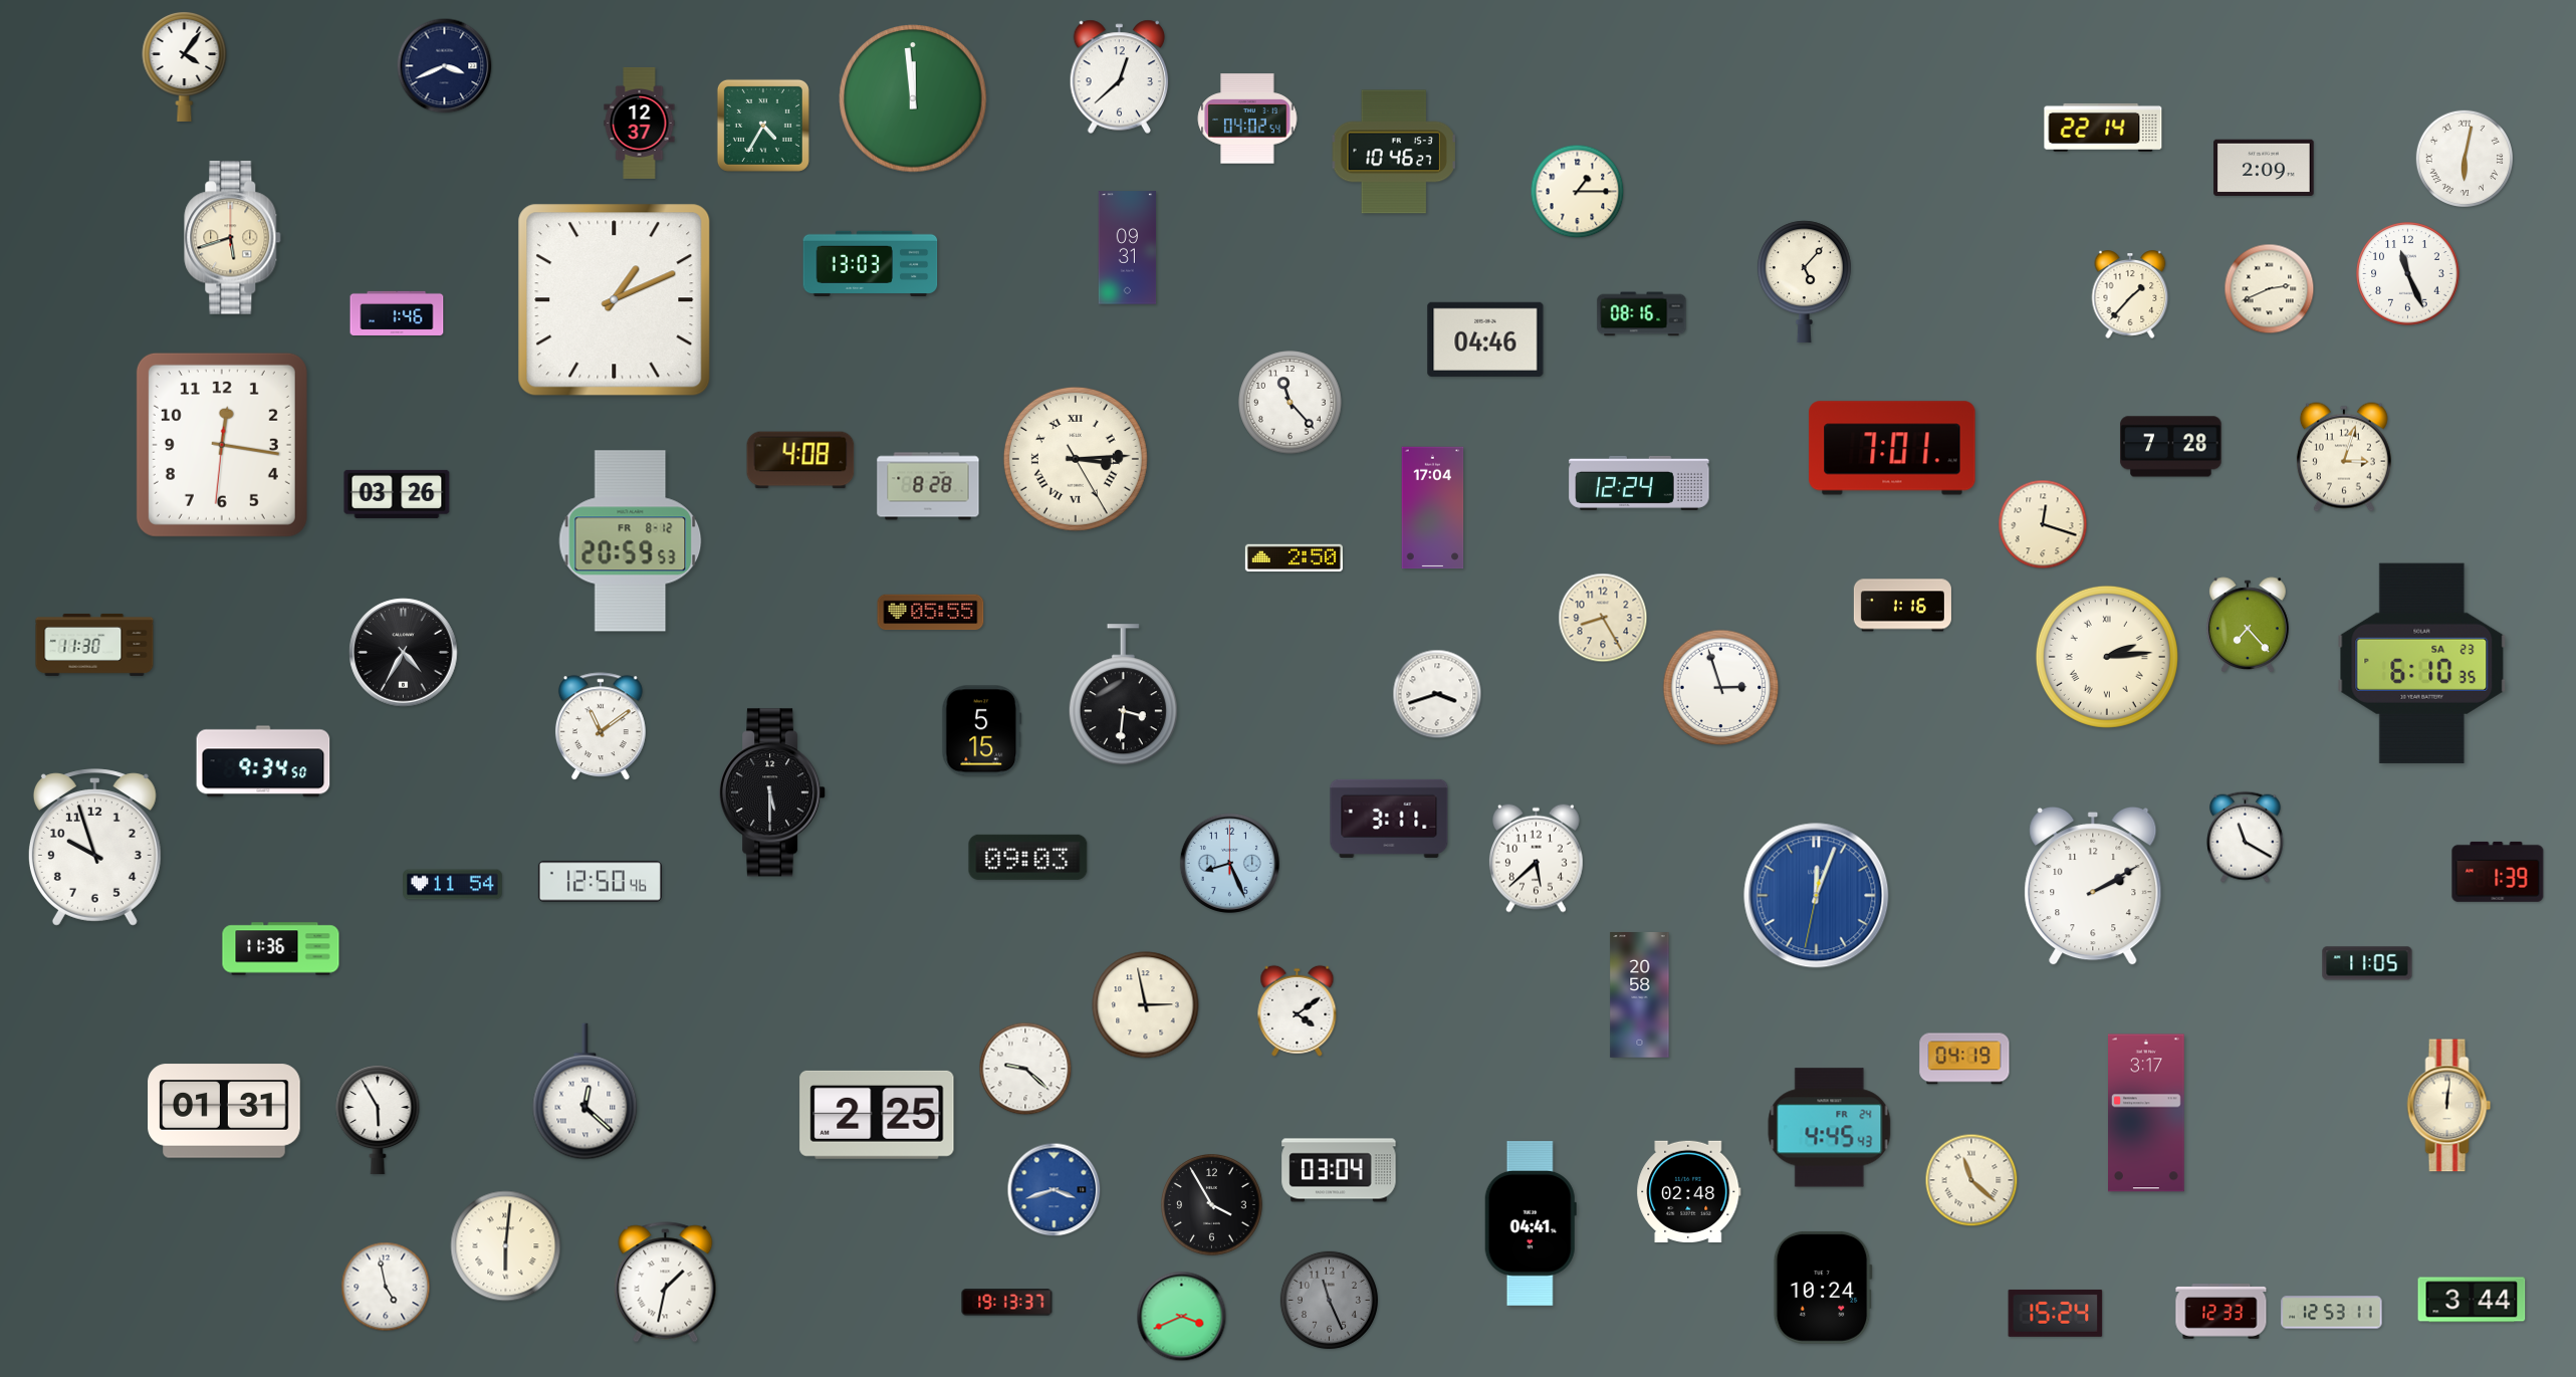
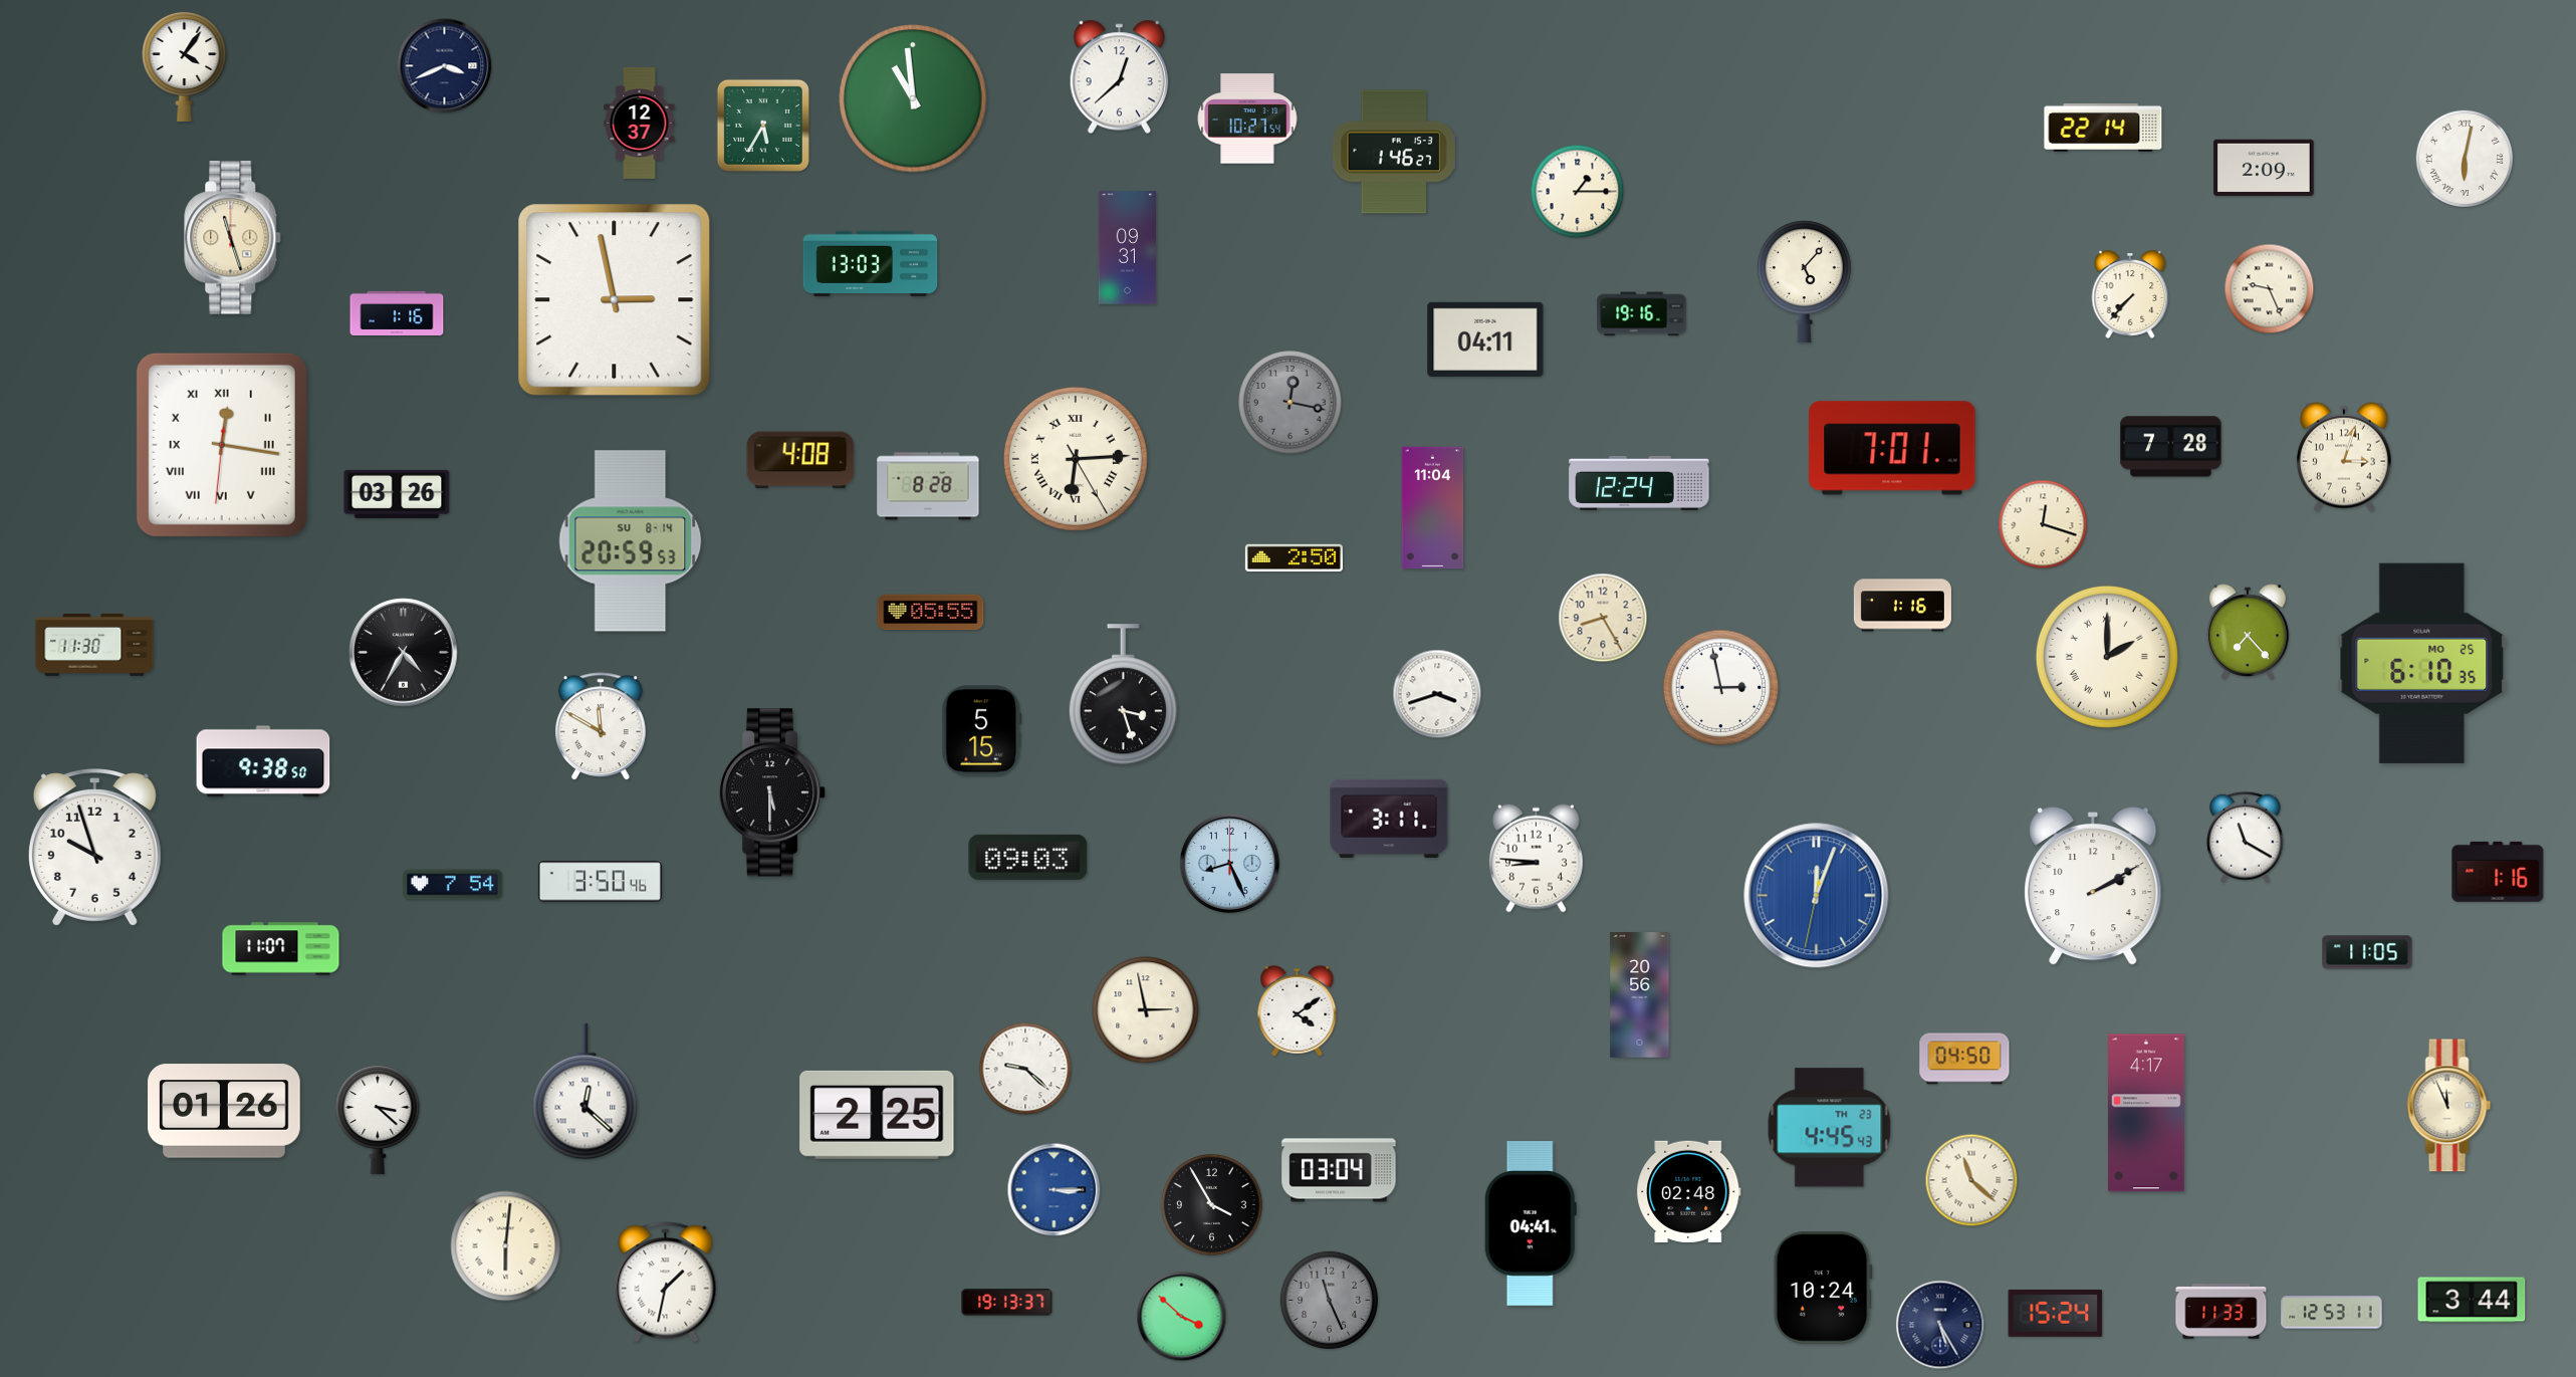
clock at (913, 98): 11:59 -> 10:59
clock at (1247, 119): 04:02 -> 10:27
clock at (763, 126): 4:35 -> 5:35
clock at (1394, 152): 10:46 -> 1:46
clock at (233, 238): 5:42 -> 11:27
clock at (2408, 274): 11:26 -> none
clock at (2270, 289): 2:41 -> 9:26
clock at (2130, 294): 1:37 -> 7:37
clock at (615, 300): 1:11 -> 2:58
clock at (397, 312): 1:46 -> 1:16
clock at (1642, 314): 08:16 -> 19:16
clock at (1485, 339): 04:46 -> 04:11
clock at (1291, 403): 11:23 -> 12:17
clock at (1291, 403) dial: white -> grey
clock at (222, 445) numerals: Arabic -> Roman
clock at (1076, 459): 3:14 -> 6:14
clock at (1433, 508): 17:04 -> 11:04
clock at (631, 541) date: FR 8-12 -> SU 8-14
clock at (2249, 625) position: (2249, 625) -> (2249, 632)
clock at (2107, 657): 2:14 -> 2:00
clock at (2422, 663) date: SA 23 -> MO 25
clock at (1721, 688): 2:57 -> 2:58
clock at (1123, 695): 3:31 -> 3:27
clock at (601, 727): 11:09 -> 11:50
clock at (263, 761): 9:34 -> 9:38
clock at (1536, 858): 5:38 -> 8:46
clock at (2498, 872): 1:39 -> 1:16
clock at (600, 882): 12:50 -> 3:50
clock at (453, 885): 11:54 -> 7:54
clock at (281, 949): 11:36 -> 11:07
clock at (2367, 963) position: (2367, 963) -> (2367, 952)
clock at (1640, 995): 20:58 -> 20:56
clock at (1146, 1005) position: (1146, 1005) -> (1146, 1010)
clock at (1964, 1059): 04:19 -> 04:50
clock at (2449, 1106): 12:01 -> 11:56
clock at (224, 1111): 01:31 -> 01:26
clock at (2147, 1113): 3:17 -> 4:17
clock at (378, 1121): 5:55 -> 3:22
clock at (1830, 1128) date: FR 24 -> TH 23
clock at (1055, 1190): 3:42 -> 3:15
clock at (386, 1287): 4:58 -> none
clock at (2221, 1312): 12:33 -> 11:33
clock at (1182, 1317): 3:41 -> 3:52
clock at (1940, 1325): none -> 5:25
